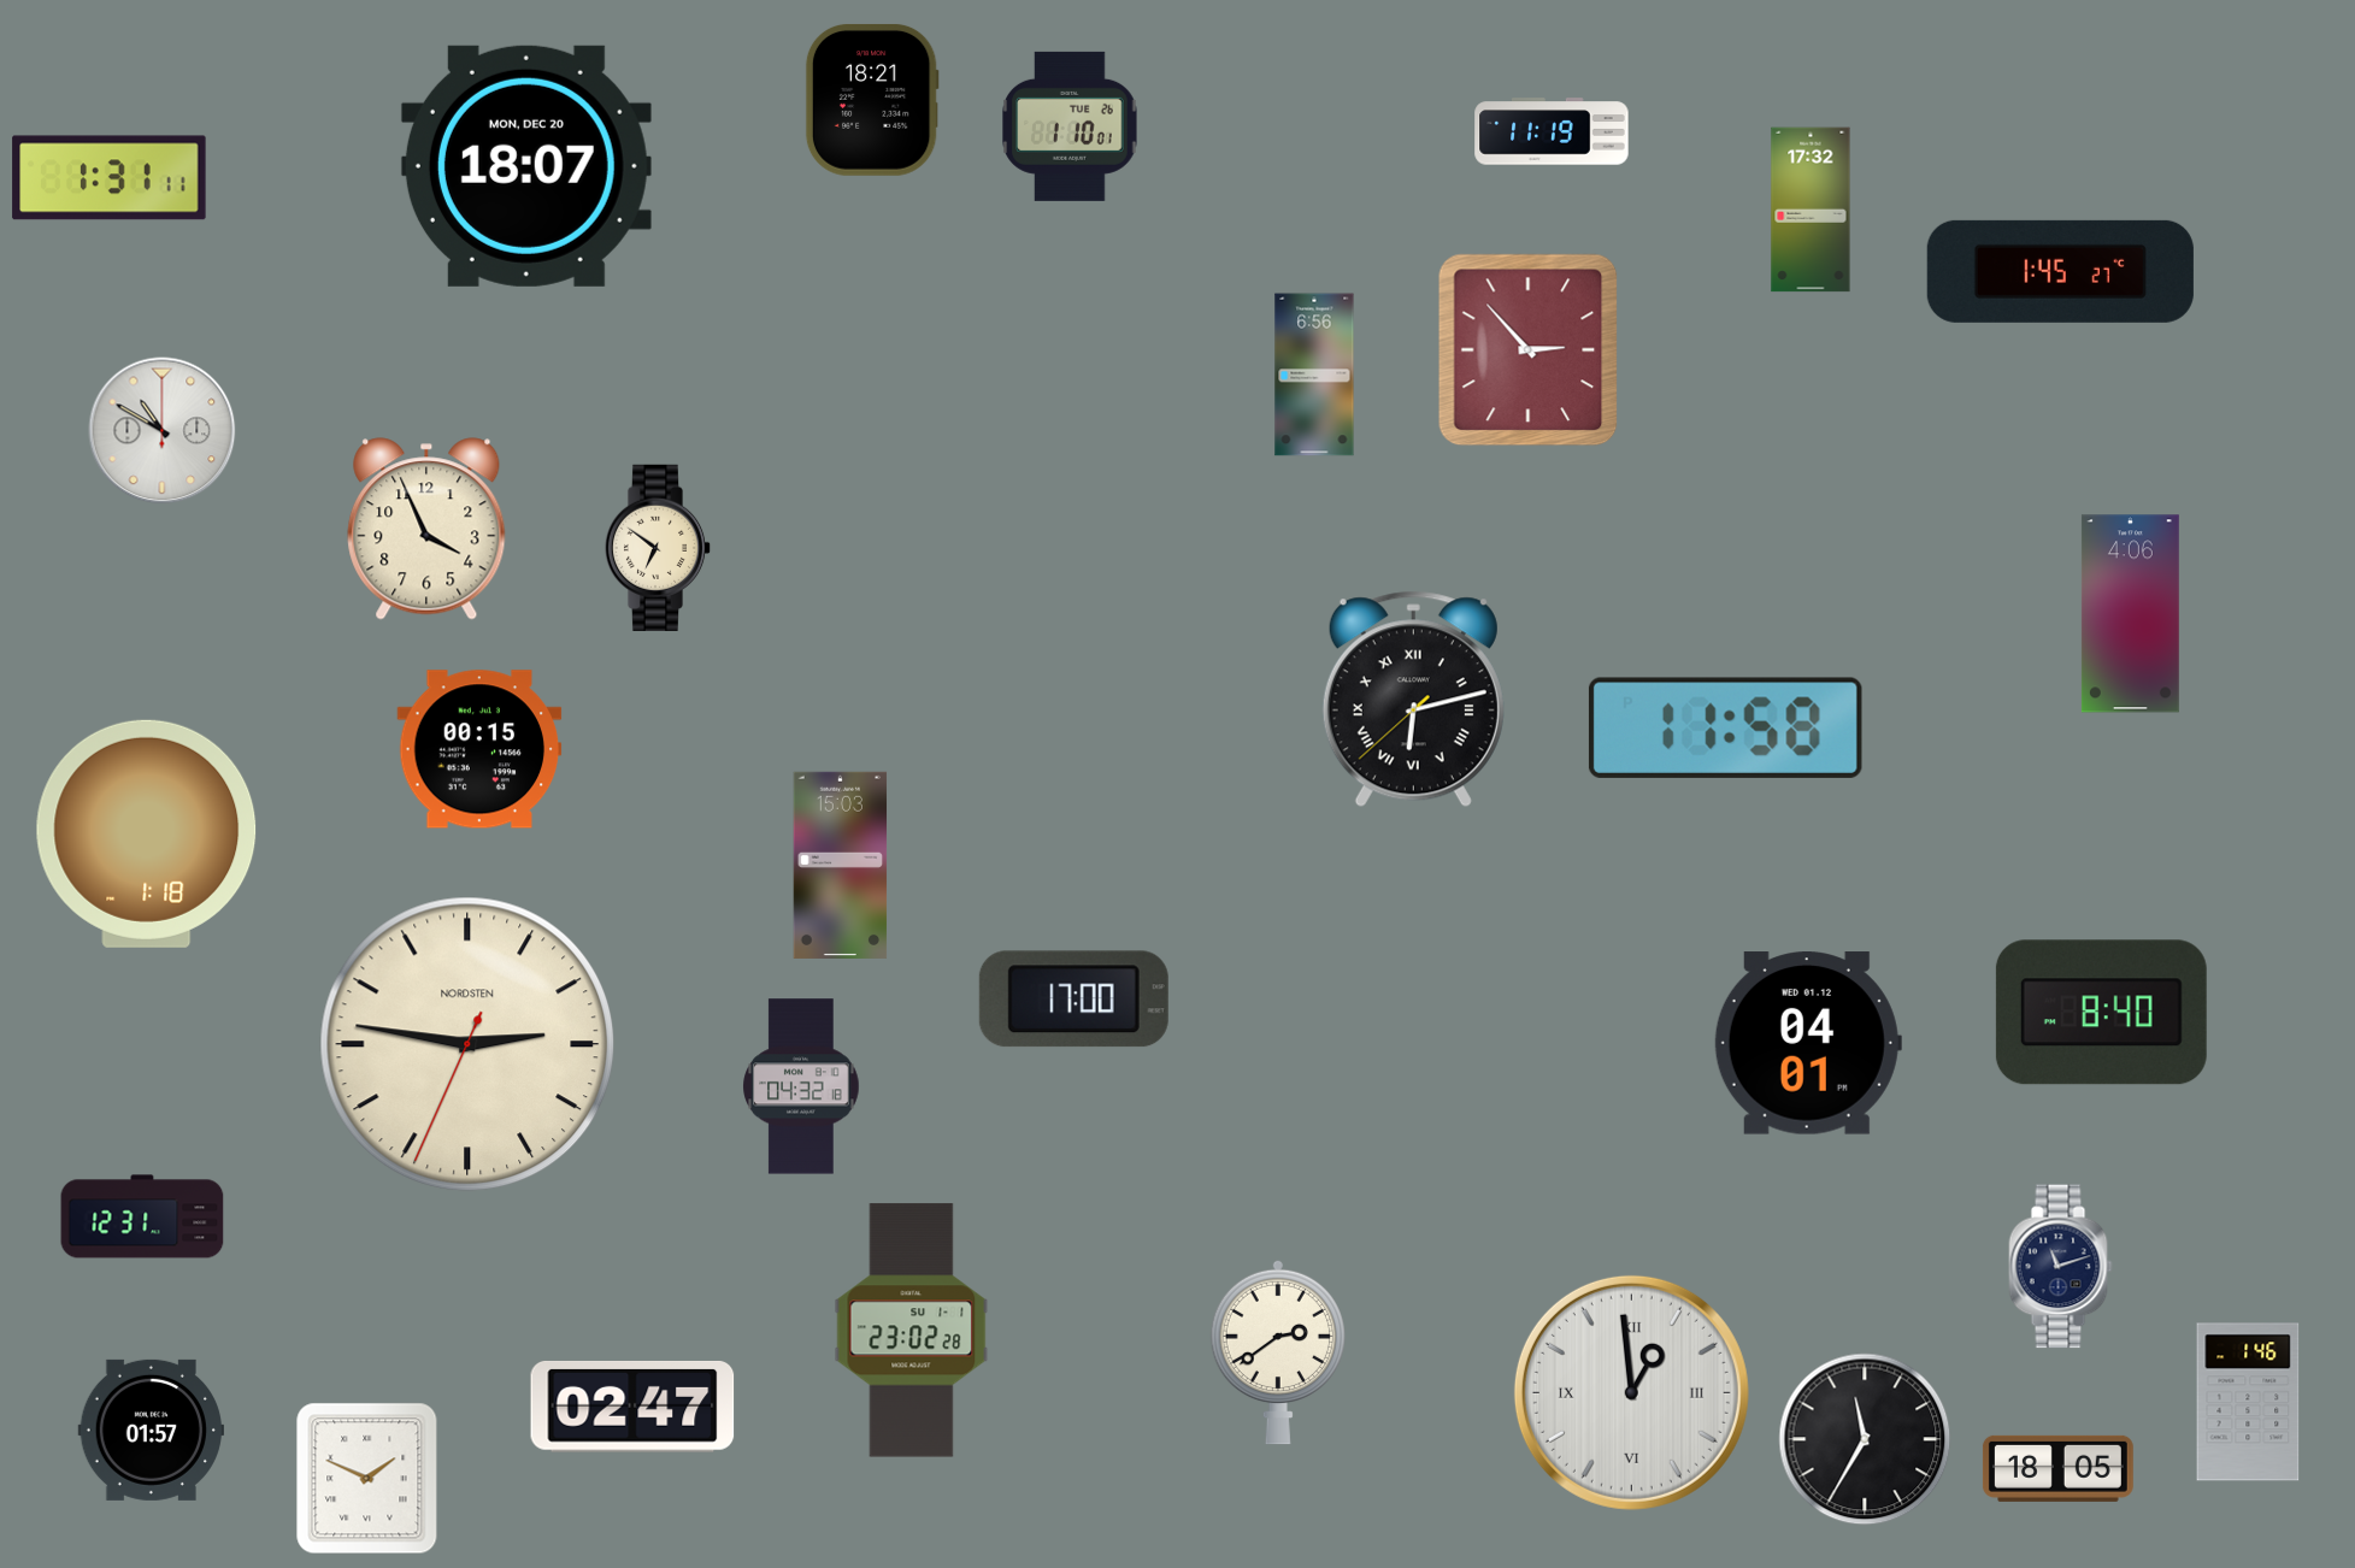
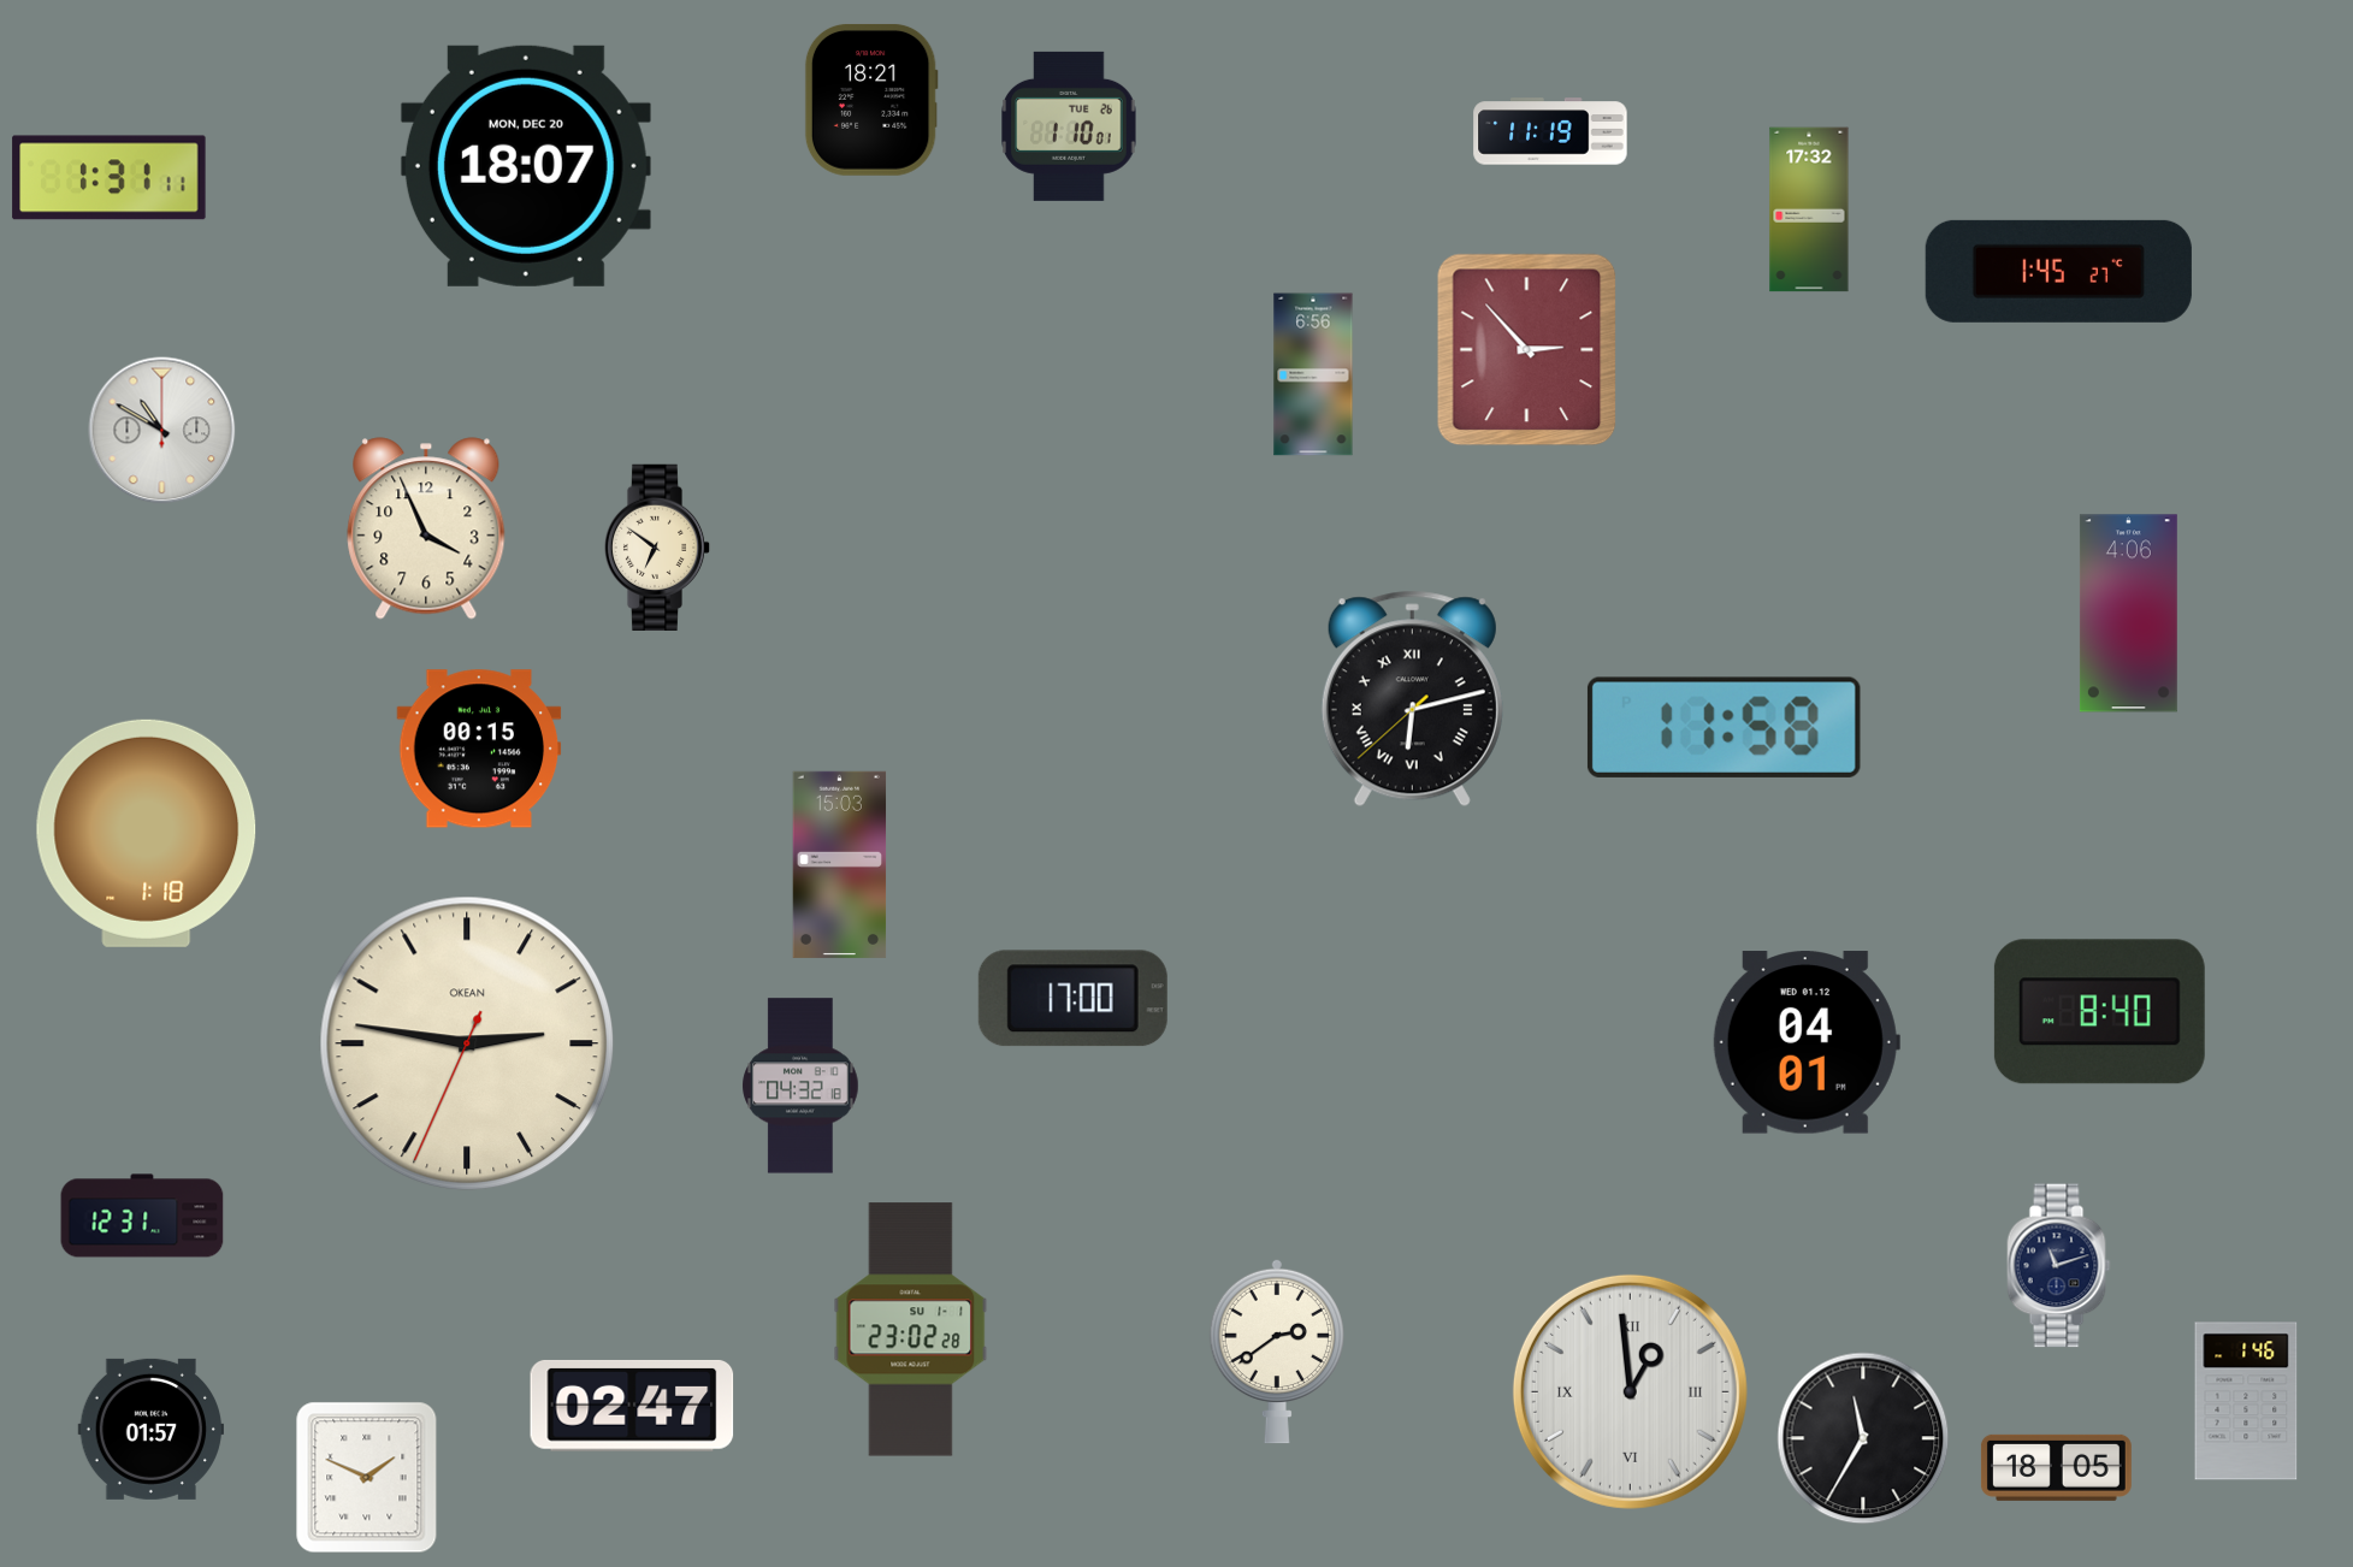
clock at (467, 1044) brand: NORDSTEN -> OKEAN
